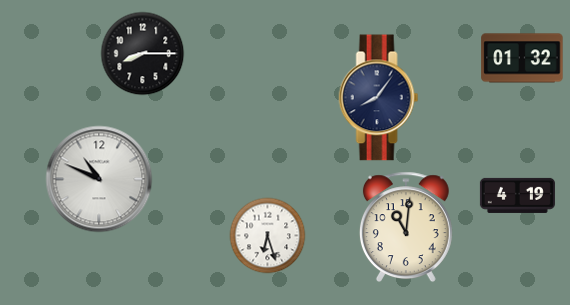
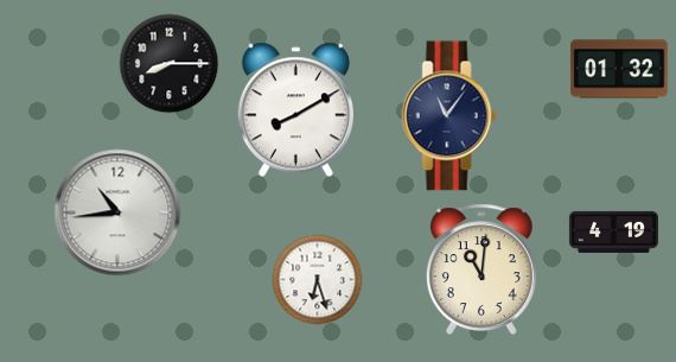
clock at (295, 110): none -> 8:10
clock at (379, 98): 8:06 -> 11:06
clock at (99, 179): 10:49 -> 10:44
